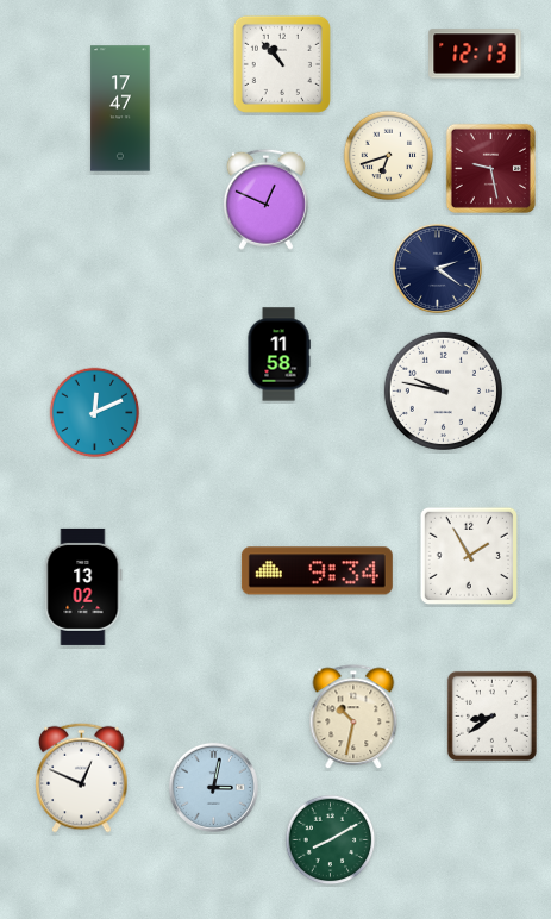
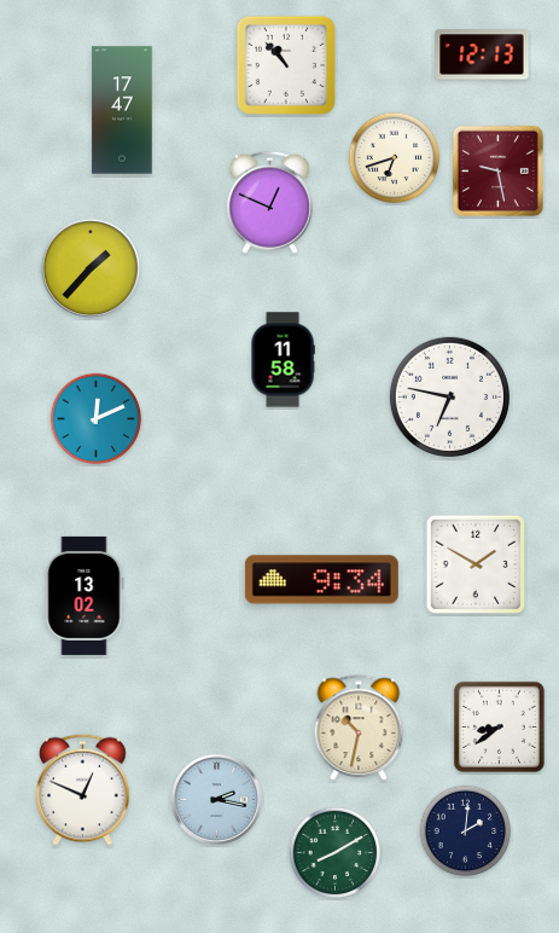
clock at (91, 268): none -> 1:37
clock at (437, 268): 2:21 -> none
clock at (443, 390): 9:47 -> 6:47
clock at (468, 555): 1:55 -> 1:50
clock at (213, 787): 3:02 -> 2:17
clock at (466, 831): none -> 2:01
